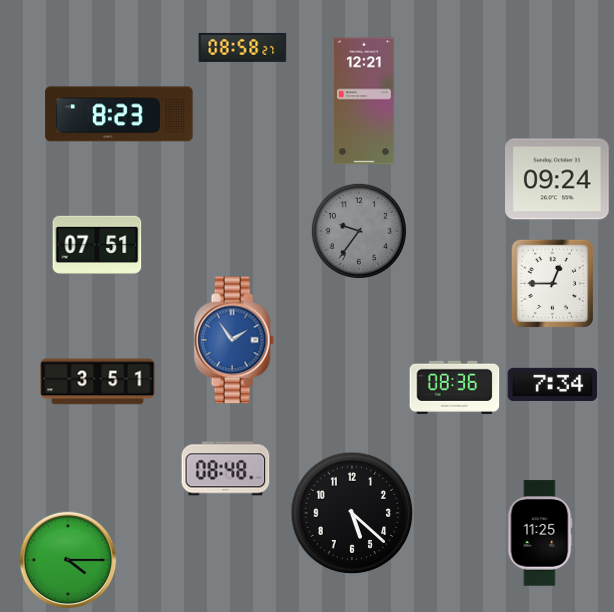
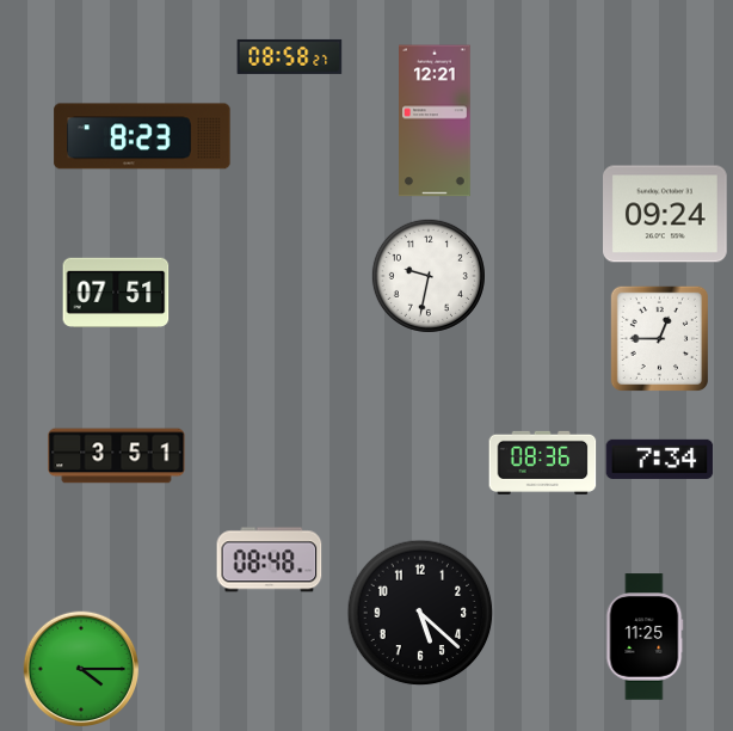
clock at (359, 231): 9:36 -> 9:32
clock at (359, 231) dial: grey -> white
clock at (234, 340): 1:54 -> none
